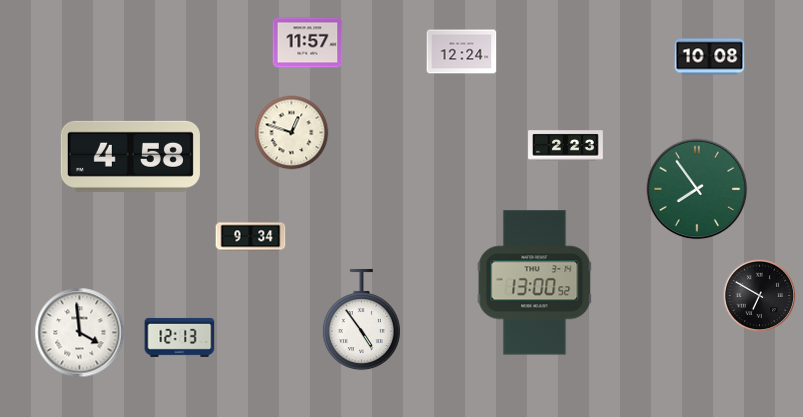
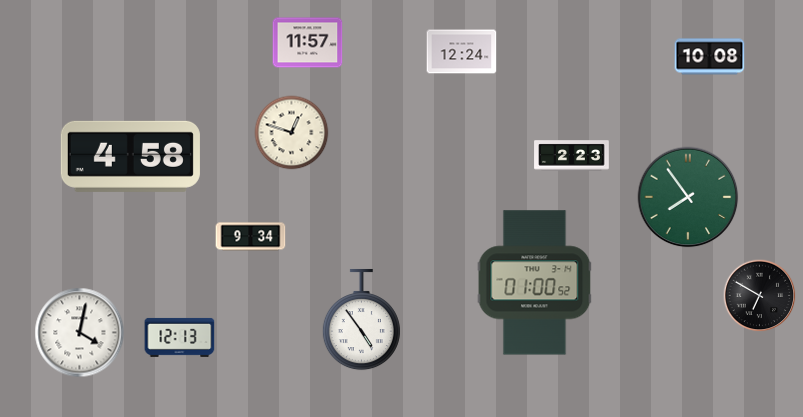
clock at (566, 146) position: (566, 146) -> (572, 156)
clock at (697, 189) position: (697, 189) -> (688, 197)
clock at (535, 283): 13:00 -> 01:00
clock at (80, 333): 3:59 -> 4:02
